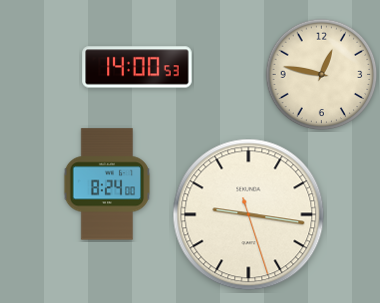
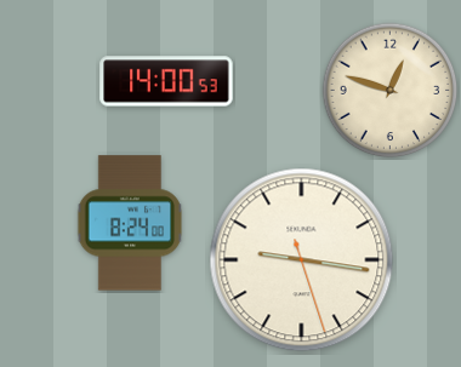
clock at (322, 75): 12:47 -> 12:48
